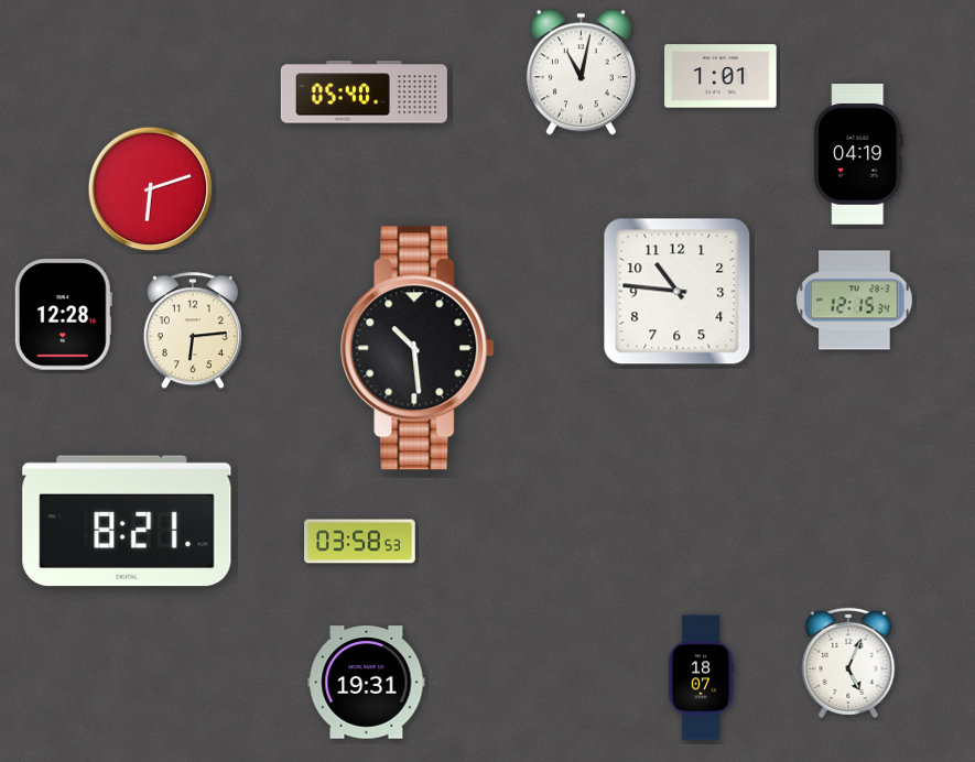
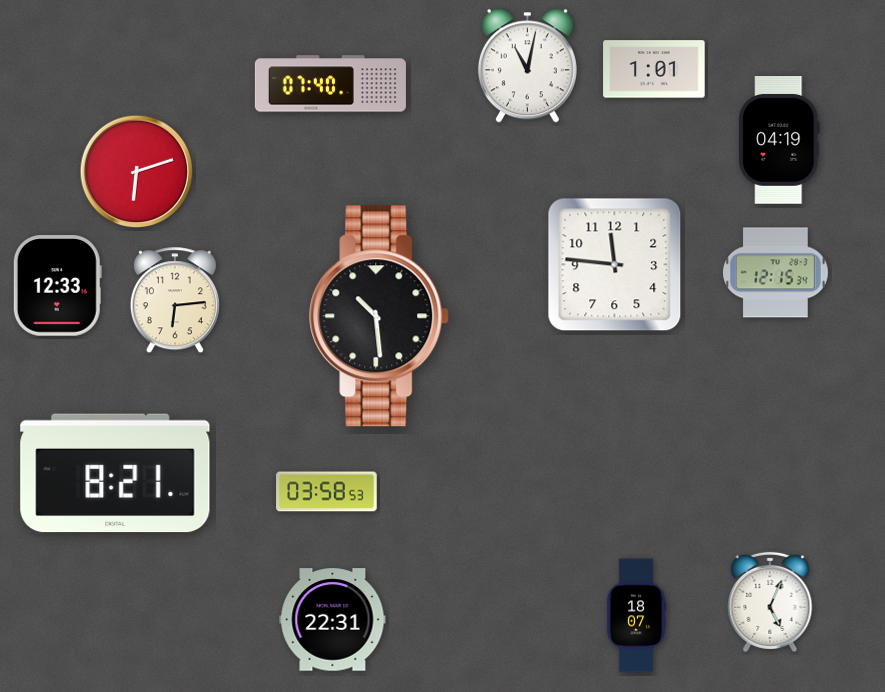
clock at (364, 92): 05:40 -> 07:40
clock at (678, 292): 10:46 -> 11:46
clock at (63, 315): 12:28 -> 12:33
clock at (367, 683): 19:31 -> 22:31
